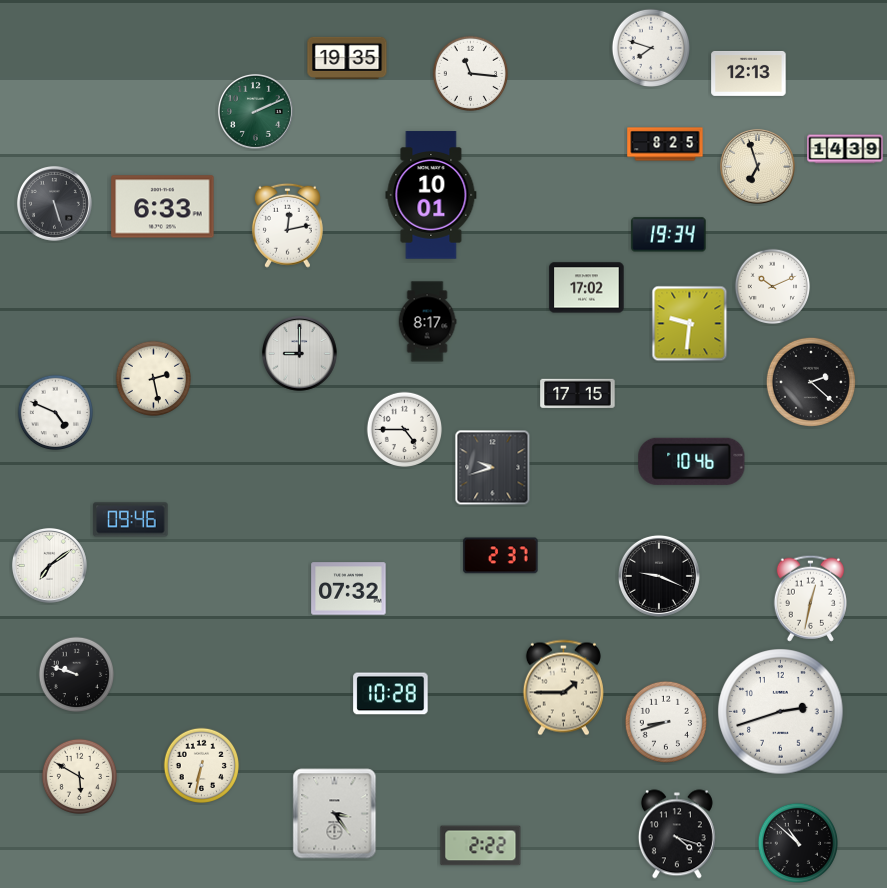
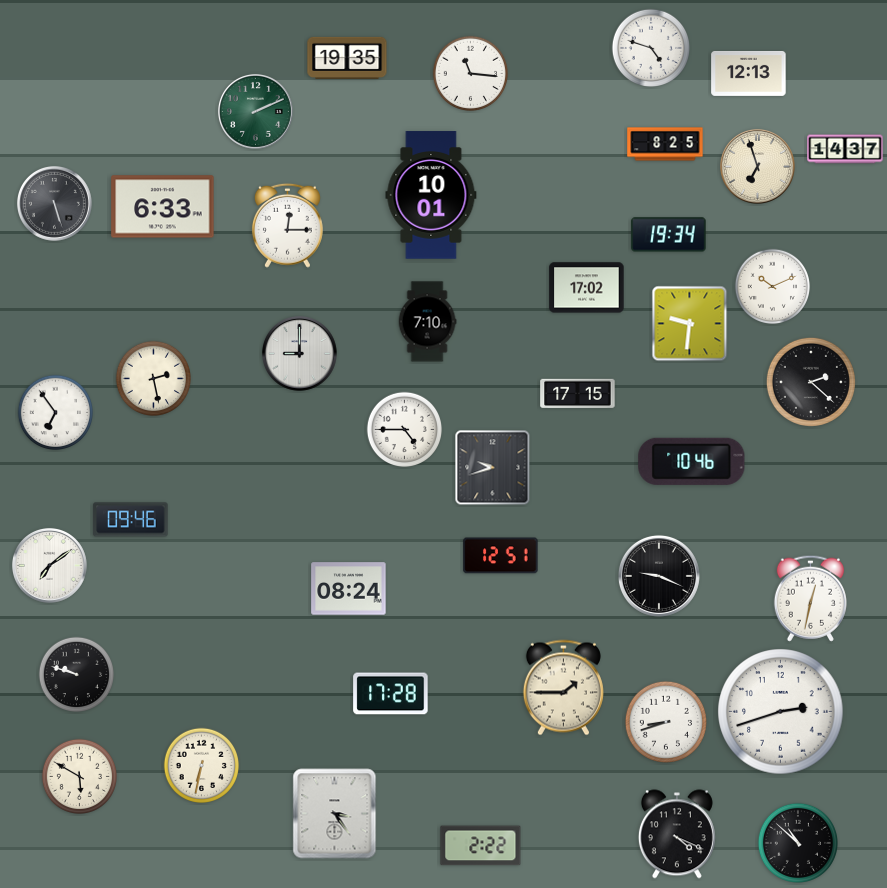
clock at (650, 47): 7:48 -> 4:48
clock at (845, 149): 14:39 -> 14:37
clock at (287, 225): 12:13 -> 12:15
clock at (427, 322): 8:17 -> 7:10
clock at (56, 413): 4:49 -> 6:54
clock at (501, 556): 2:37 -> 12:51
clock at (349, 589): 07:32 -> 08:24
clock at (391, 694): 10:28 -> 17:28
clock at (677, 834): 4:18 -> 4:19
